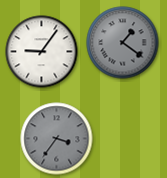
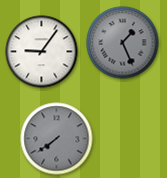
clock at (123, 43): 1:21 -> 1:26
clock at (57, 139): 3:36 -> 7:39
